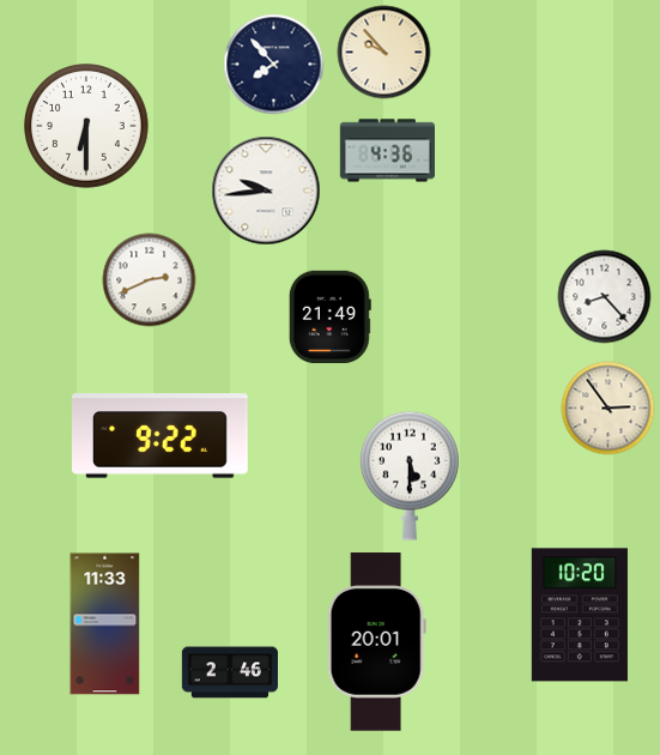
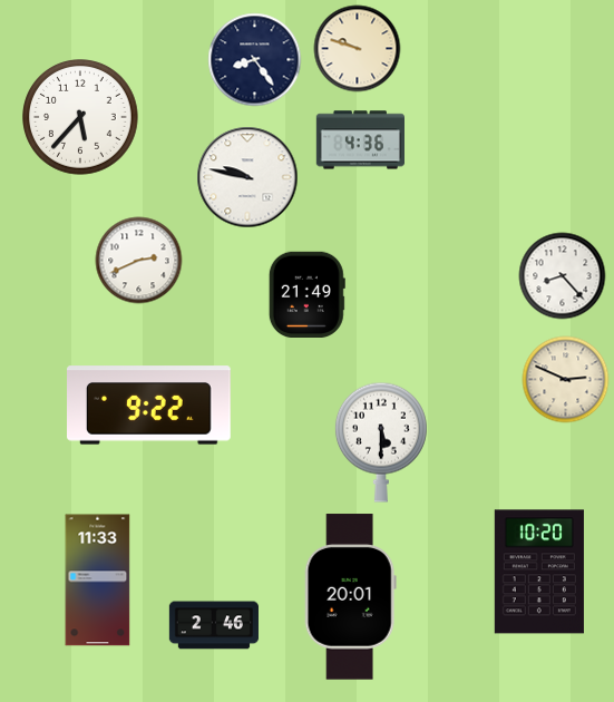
clock at (383, 52): 9:53 -> 9:48
clock at (273, 64): 7:53 -> 8:24
clock at (86, 126): 6:30 -> 5:37
clock at (266, 191): 9:44 -> 9:47
clock at (607, 407): 2:54 -> 2:49
